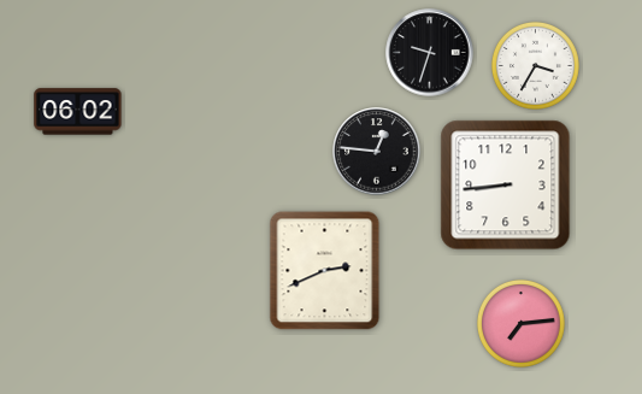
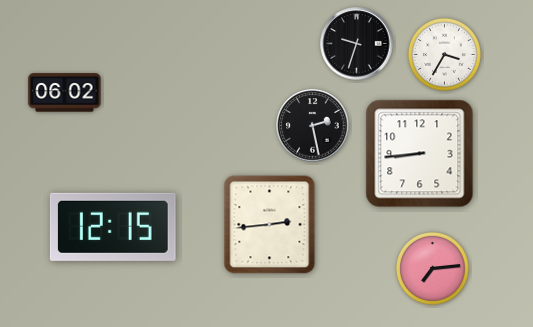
clock at (377, 152): 12:46 -> 2:28
clock at (325, 271): 2:41 -> 2:44
clock at (113, 227): none -> 12:15
